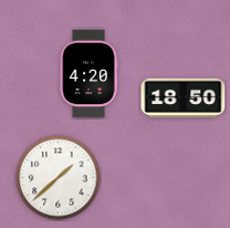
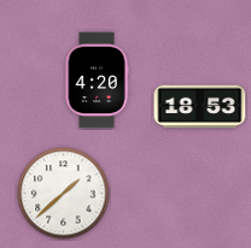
clock at (184, 99): 18:50 -> 18:53
